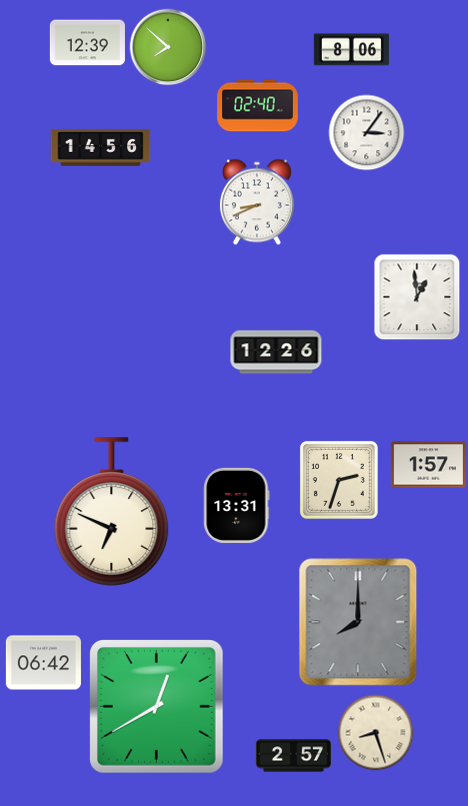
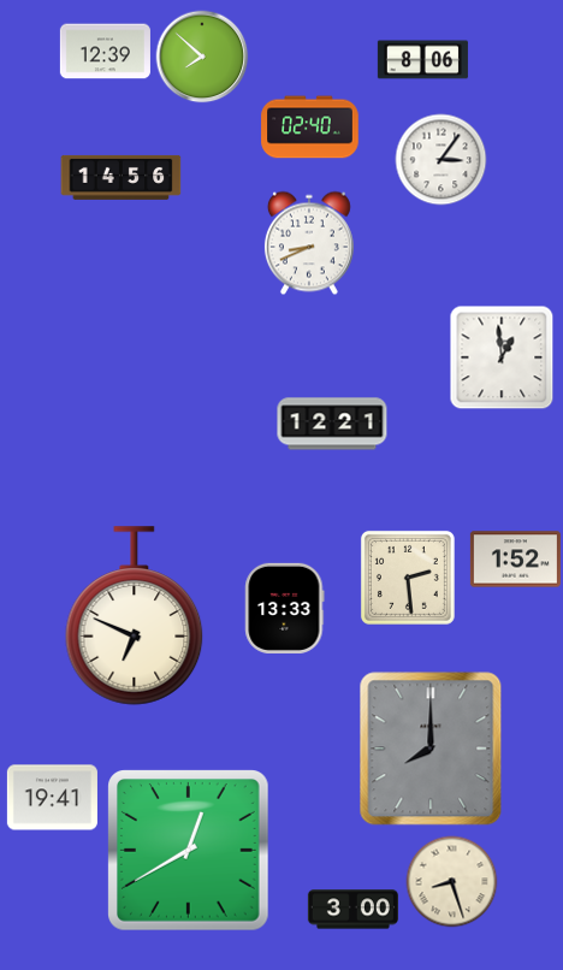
clock at (276, 352): 12:26 -> 12:21
clock at (428, 465): 1:57 -> 1:52
clock at (339, 480): 2:33 -> 2:29
clock at (237, 505): 13:31 -> 13:33
clock at (43, 663): 06:42 -> 19:41
clock at (293, 756): 2:57 -> 3:00
